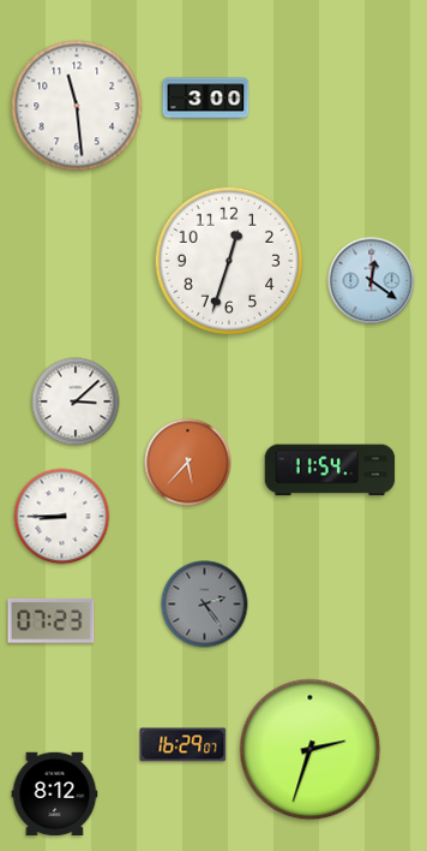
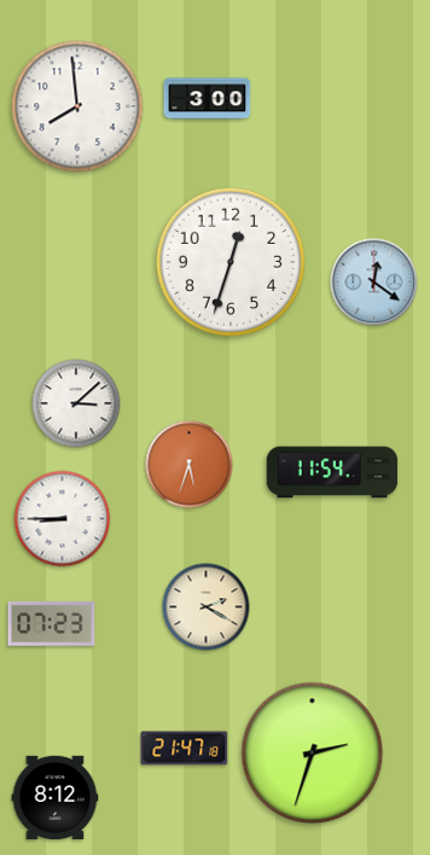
clock at (77, 106): 11:29 -> 7:59
clock at (188, 463): 5:37 -> 5:33
clock at (205, 605): 2:24 -> 2:20
clock at (205, 605) dial: grey -> cream
clock at (184, 745): 16:29 -> 21:47
